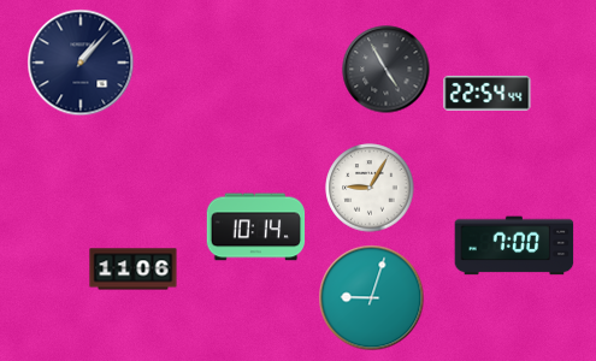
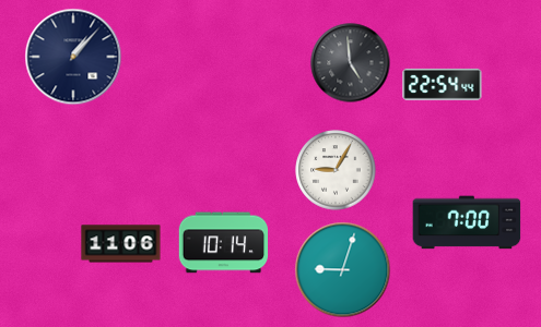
clock at (386, 70): 4:55 -> 4:59
clock at (256, 227) position: (256, 227) -> (224, 243)
clock at (372, 298) position: (372, 298) -> (343, 270)
